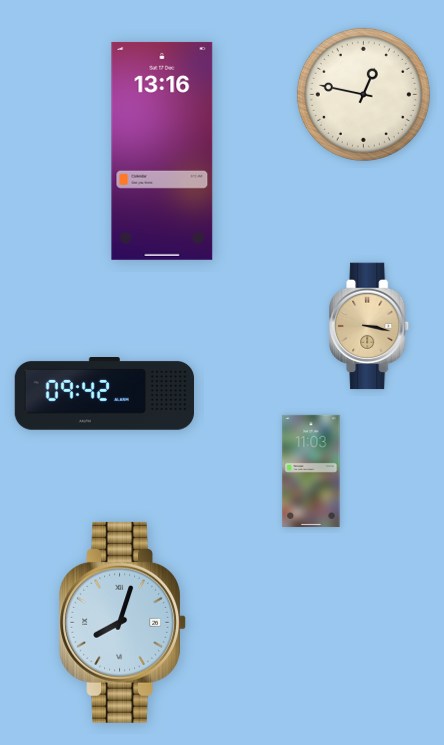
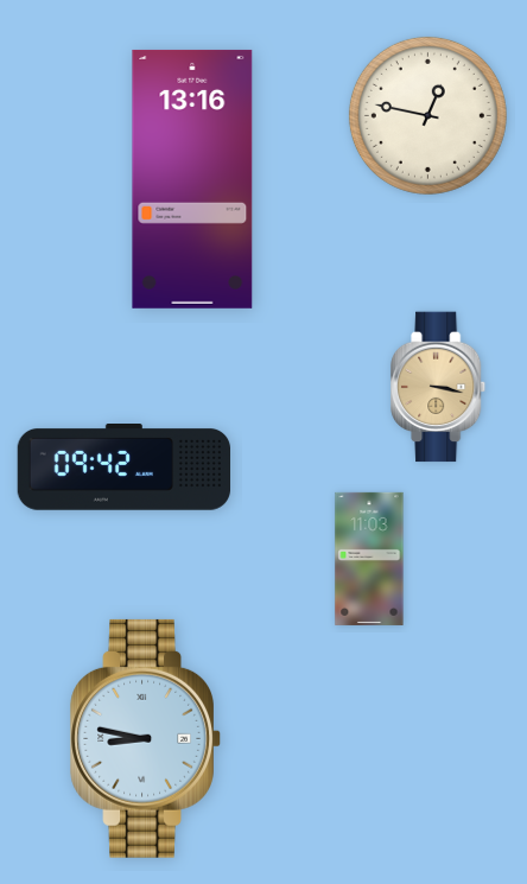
clock at (363, 94) position: (363, 94) -> (427, 115)
clock at (123, 622): 8:03 -> 8:47
